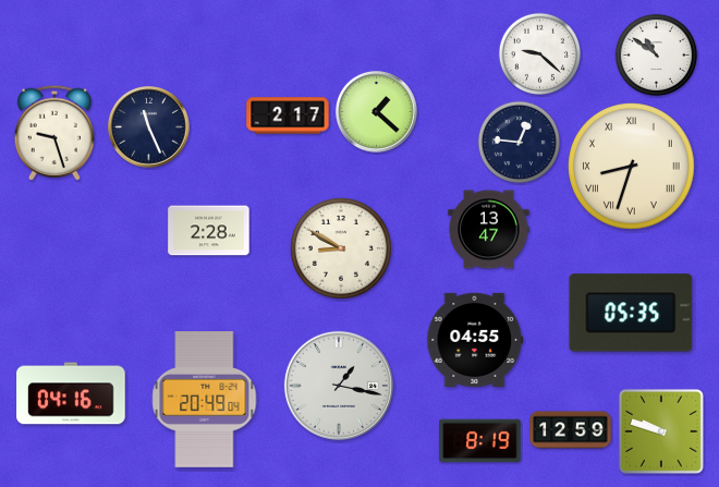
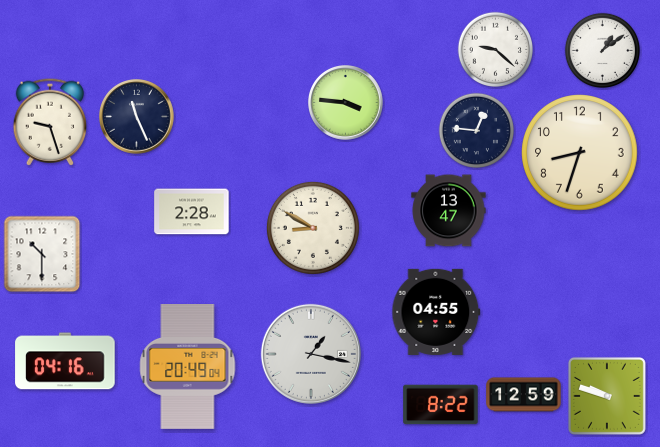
clock at (656, 54): 10:51 -> 1:09
clock at (377, 112): 1:22 -> 3:46
clock at (288, 115): 2:17 -> none
clock at (632, 167) numerals: Roman -> Arabic
clock at (42, 254): none -> 10:30
clock at (631, 313): 05:35 -> none
clock at (480, 441): 8:19 -> 8:22
